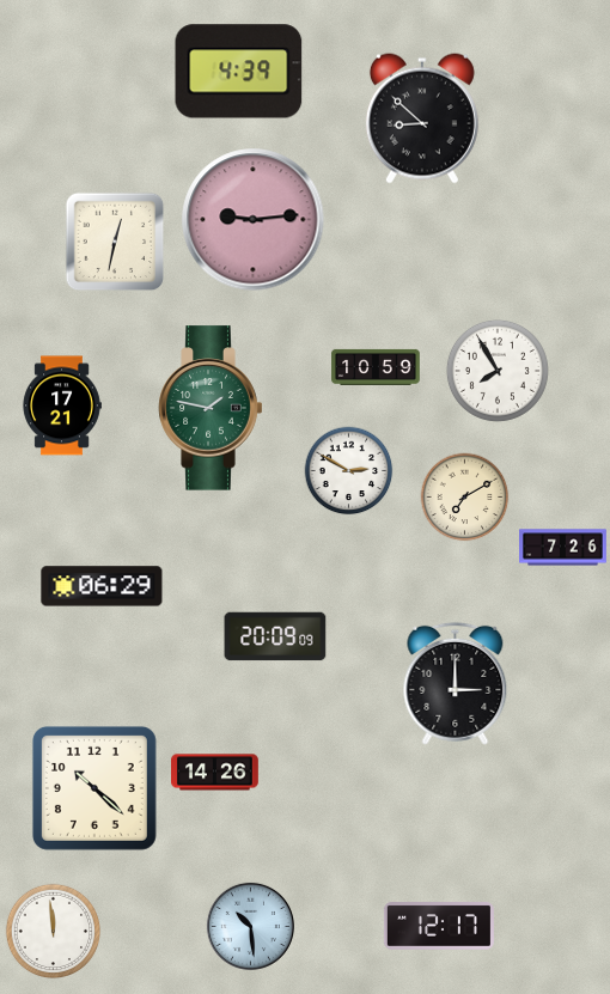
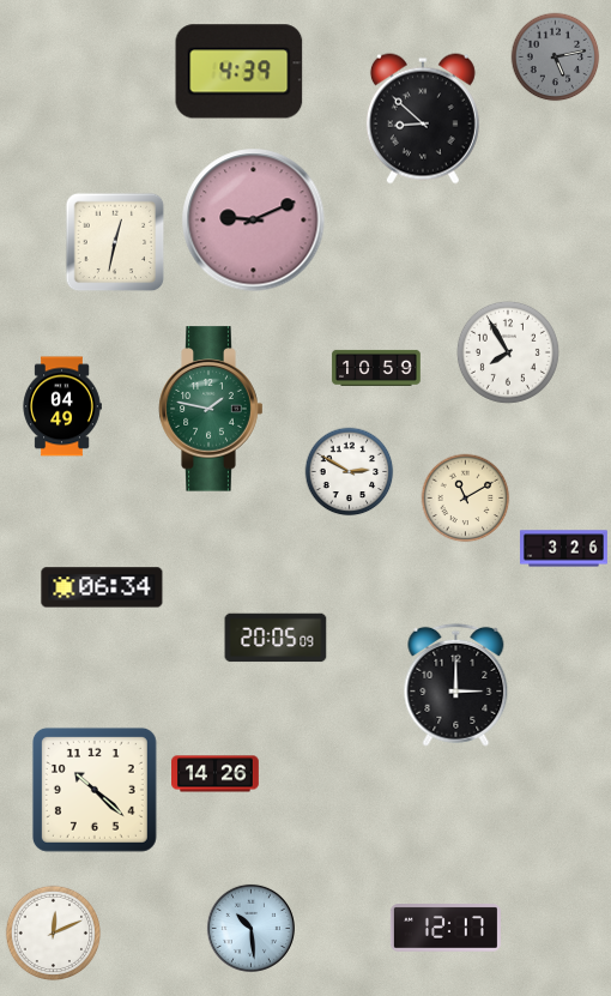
clock at (556, 58): none -> 5:13
clock at (254, 220): 9:14 -> 9:11
clock at (498, 371) position: (498, 371) -> (508, 352)
clock at (62, 405): 17:21 -> 04:49
clock at (465, 498): 7:10 -> 11:10
clock at (563, 548): 7:26 -> 3:26
clock at (102, 586): 06:29 -> 06:34
clock at (275, 636): 20:09 -> 20:05
clock at (439, 926) position: (439, 926) -> (446, 928)
clock at (53, 931): 11:59 -> 12:11
